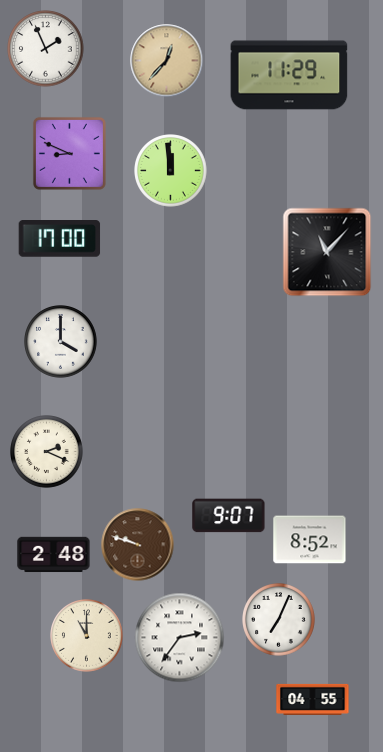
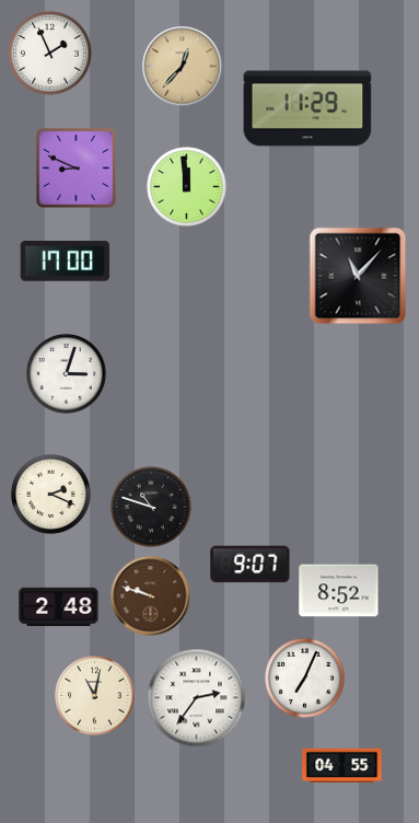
clock at (289, 75) position: (289, 75) -> (307, 108)
clock at (61, 342): 4:00 -> 3:03
clock at (151, 507): none -> 10:48
clock at (87, 636): 11:00 -> 11:02
